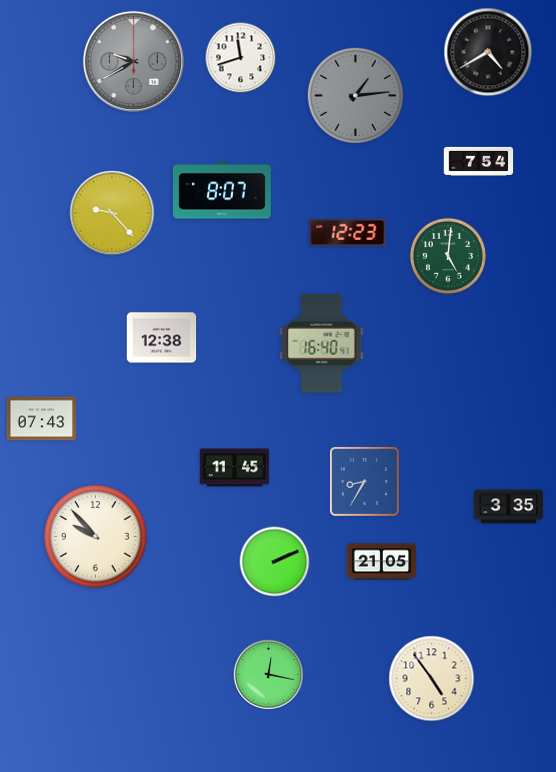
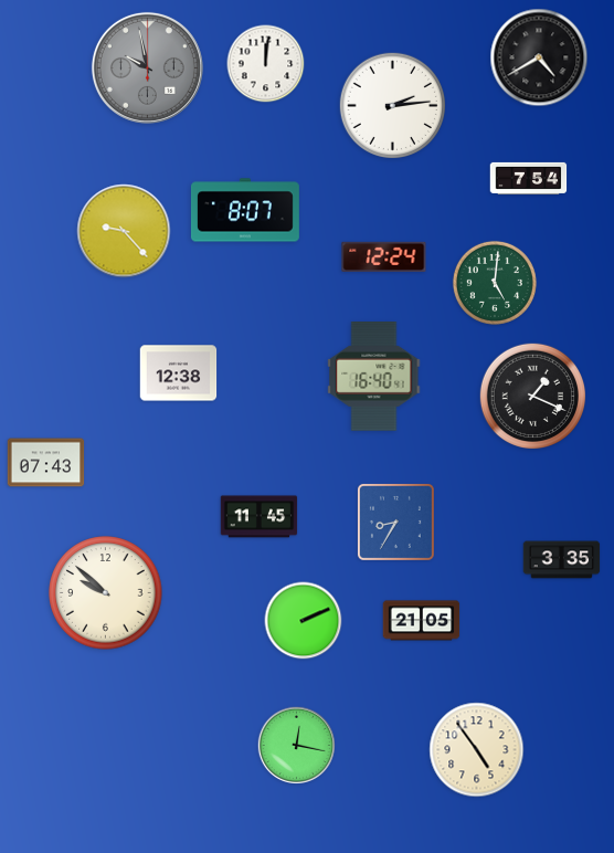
clock at (241, 58): 11:42 -> 12:01
clock at (133, 61): 9:40 -> 9:58
clock at (355, 95): 1:14 -> 2:14
clock at (355, 95) dial: grey -> white
clock at (112, 213) position: (112, 213) -> (124, 231)
clock at (348, 232): 12:23 -> 12:24
clock at (322, 344) position: (322, 344) -> (374, 377)
clock at (532, 396): none -> 1:19
clock at (364, 481) position: (364, 481) -> (395, 522)
clock at (96, 537): 9:53 -> 9:52
